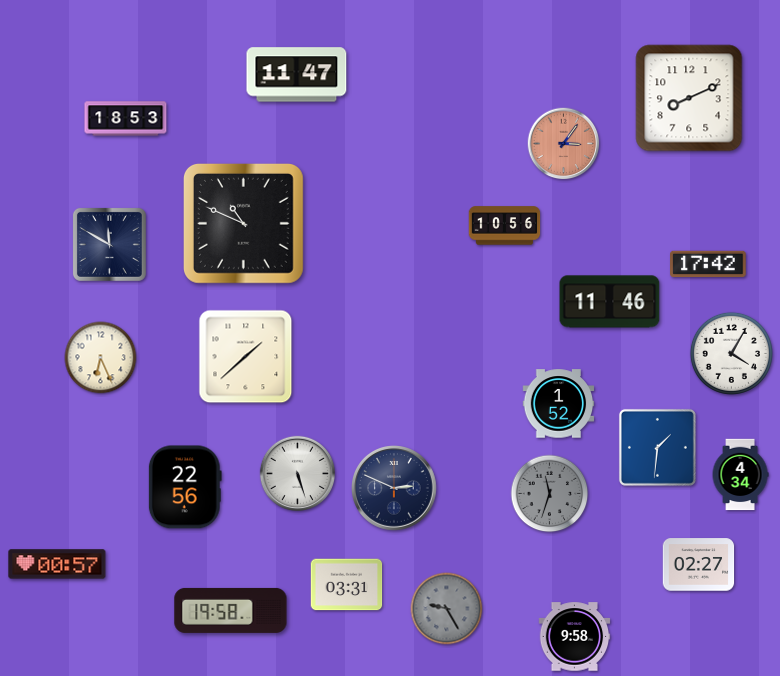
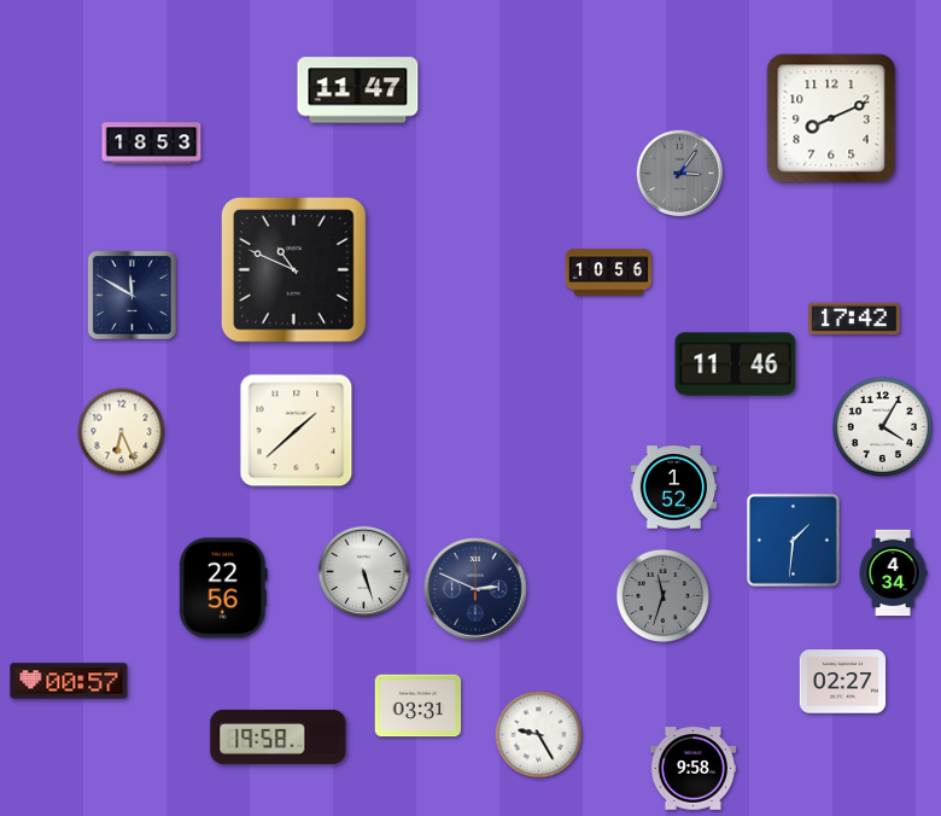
clock at (564, 144) dial: salmon -> grey
clock at (297, 473) position: (297, 473) -> (363, 571)
clock at (447, 609) dial: grey -> white
